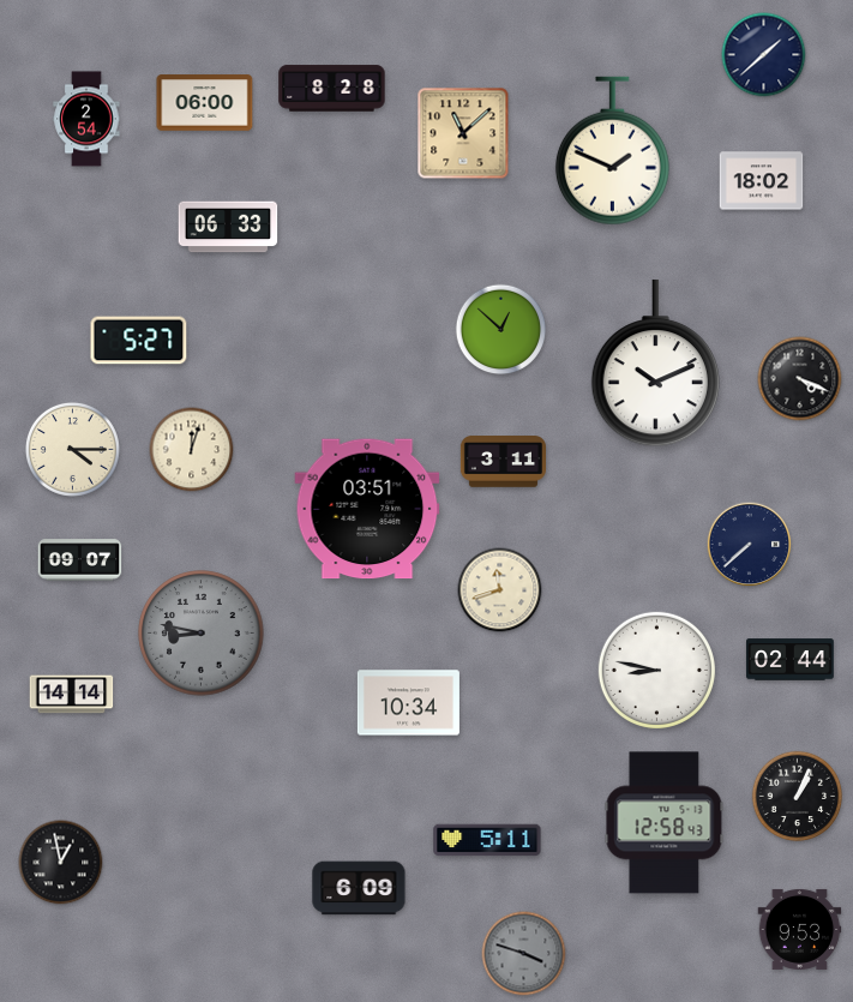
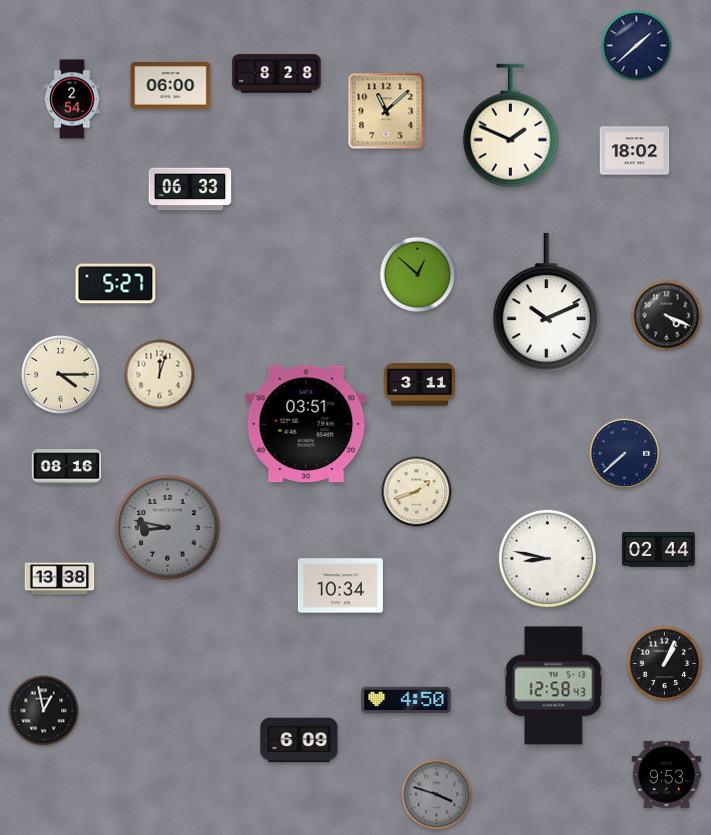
clock at (80, 560): 09:07 -> 08:16
clock at (500, 590): 11:42 -> 1:42
clock at (72, 695): 14:14 -> 13:38
clock at (487, 840): 5:11 -> 4:50
clock at (61, 863) position: (61, 863) -> (44, 711)
